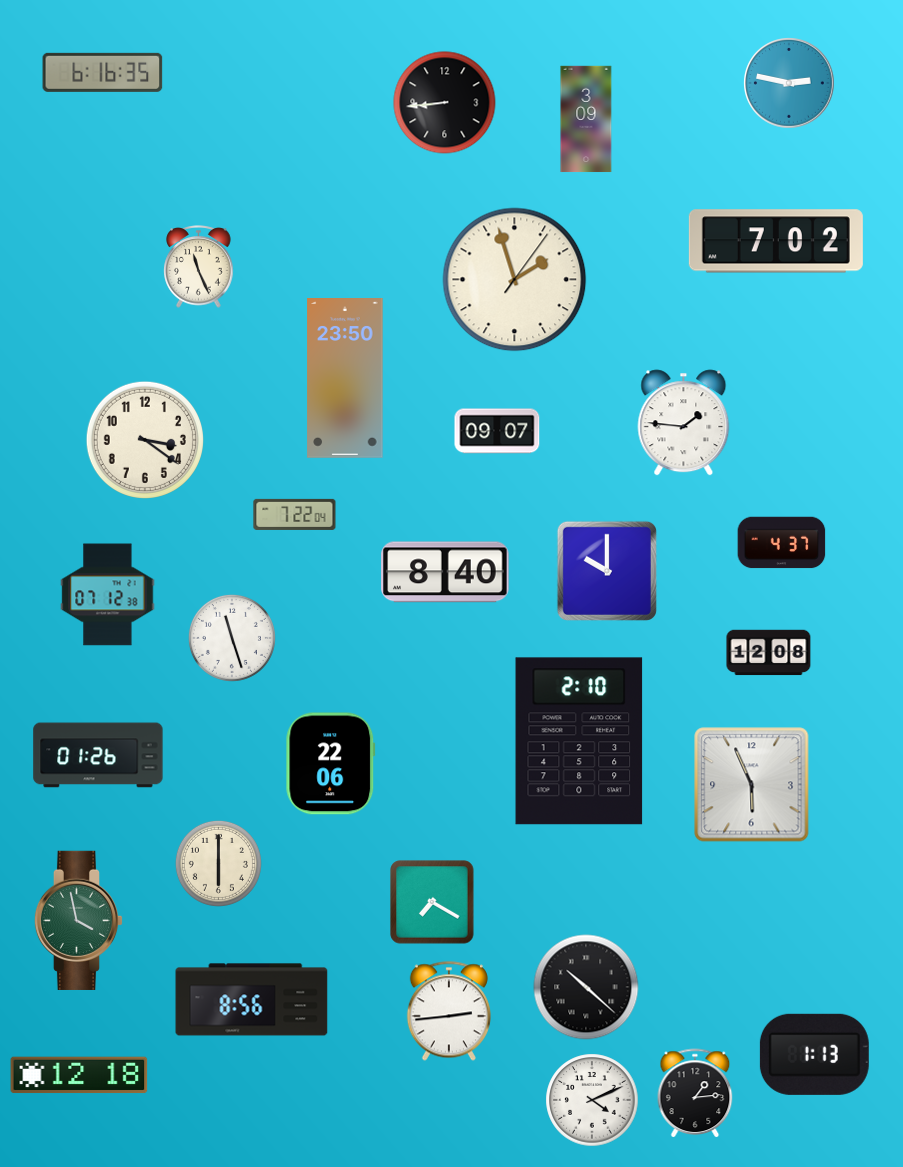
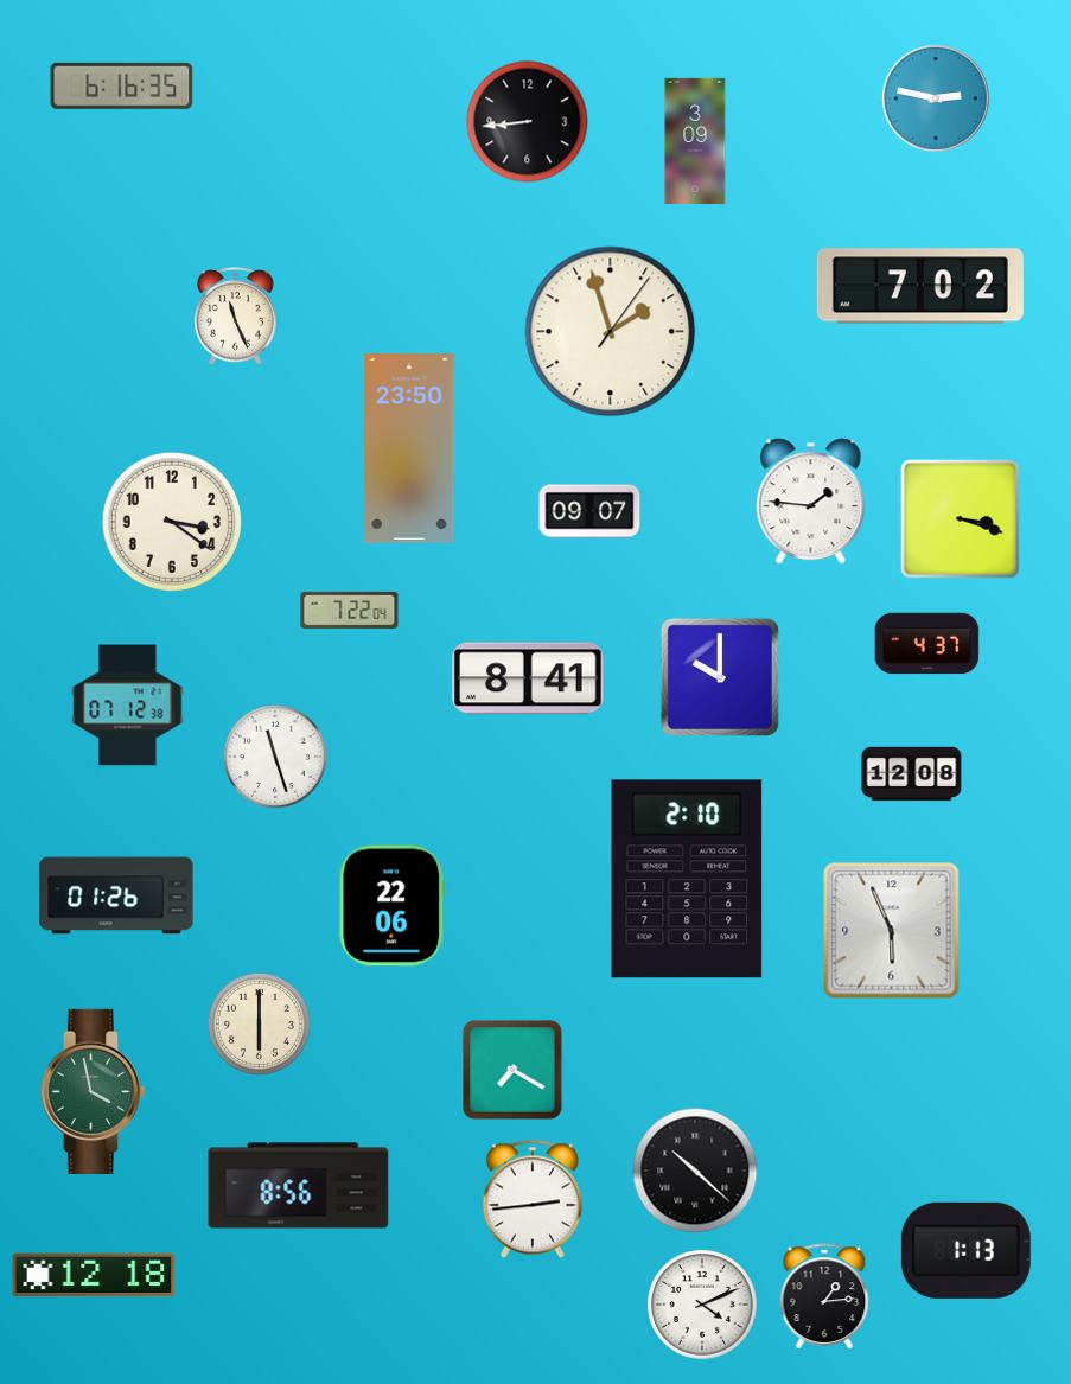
clock at (960, 518): none -> 3:18
clock at (445, 572): 8:40 -> 8:41
